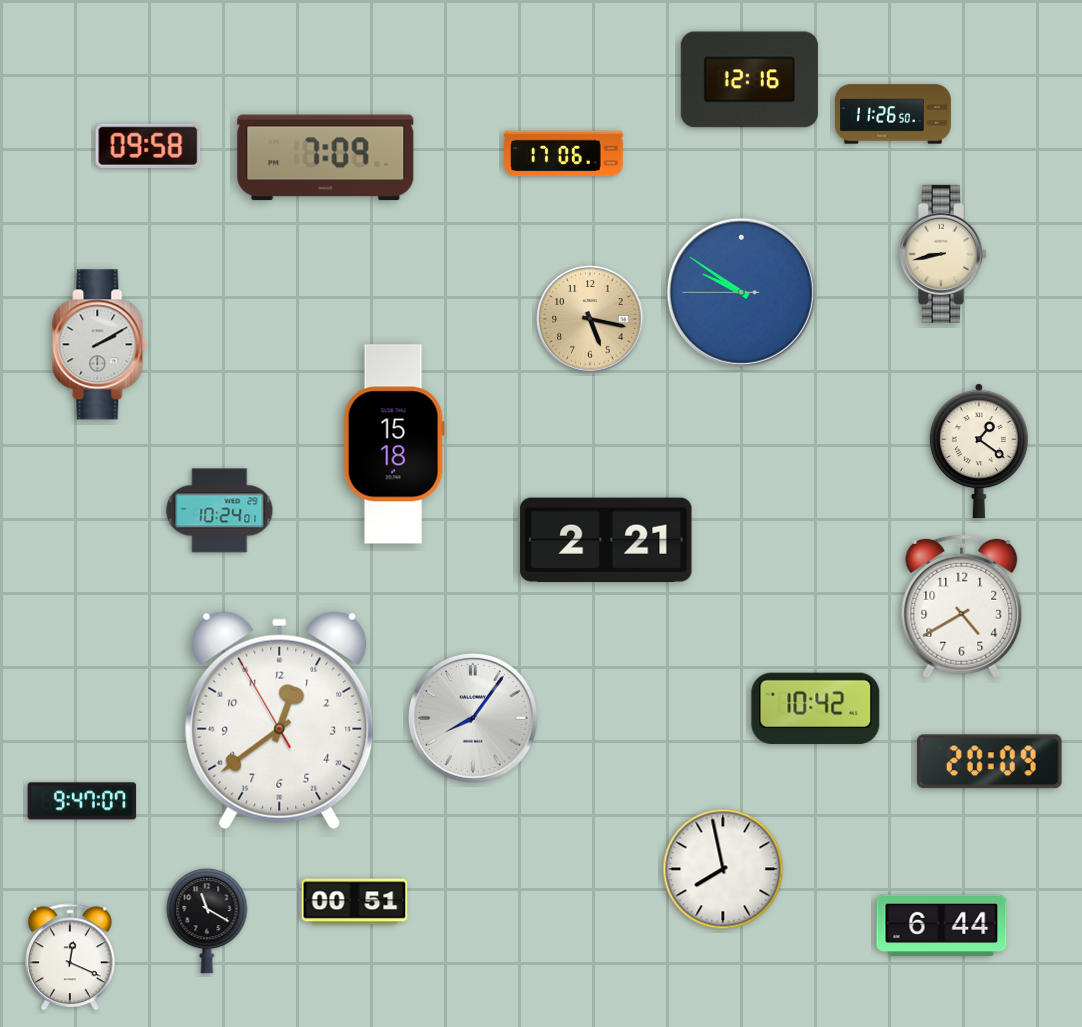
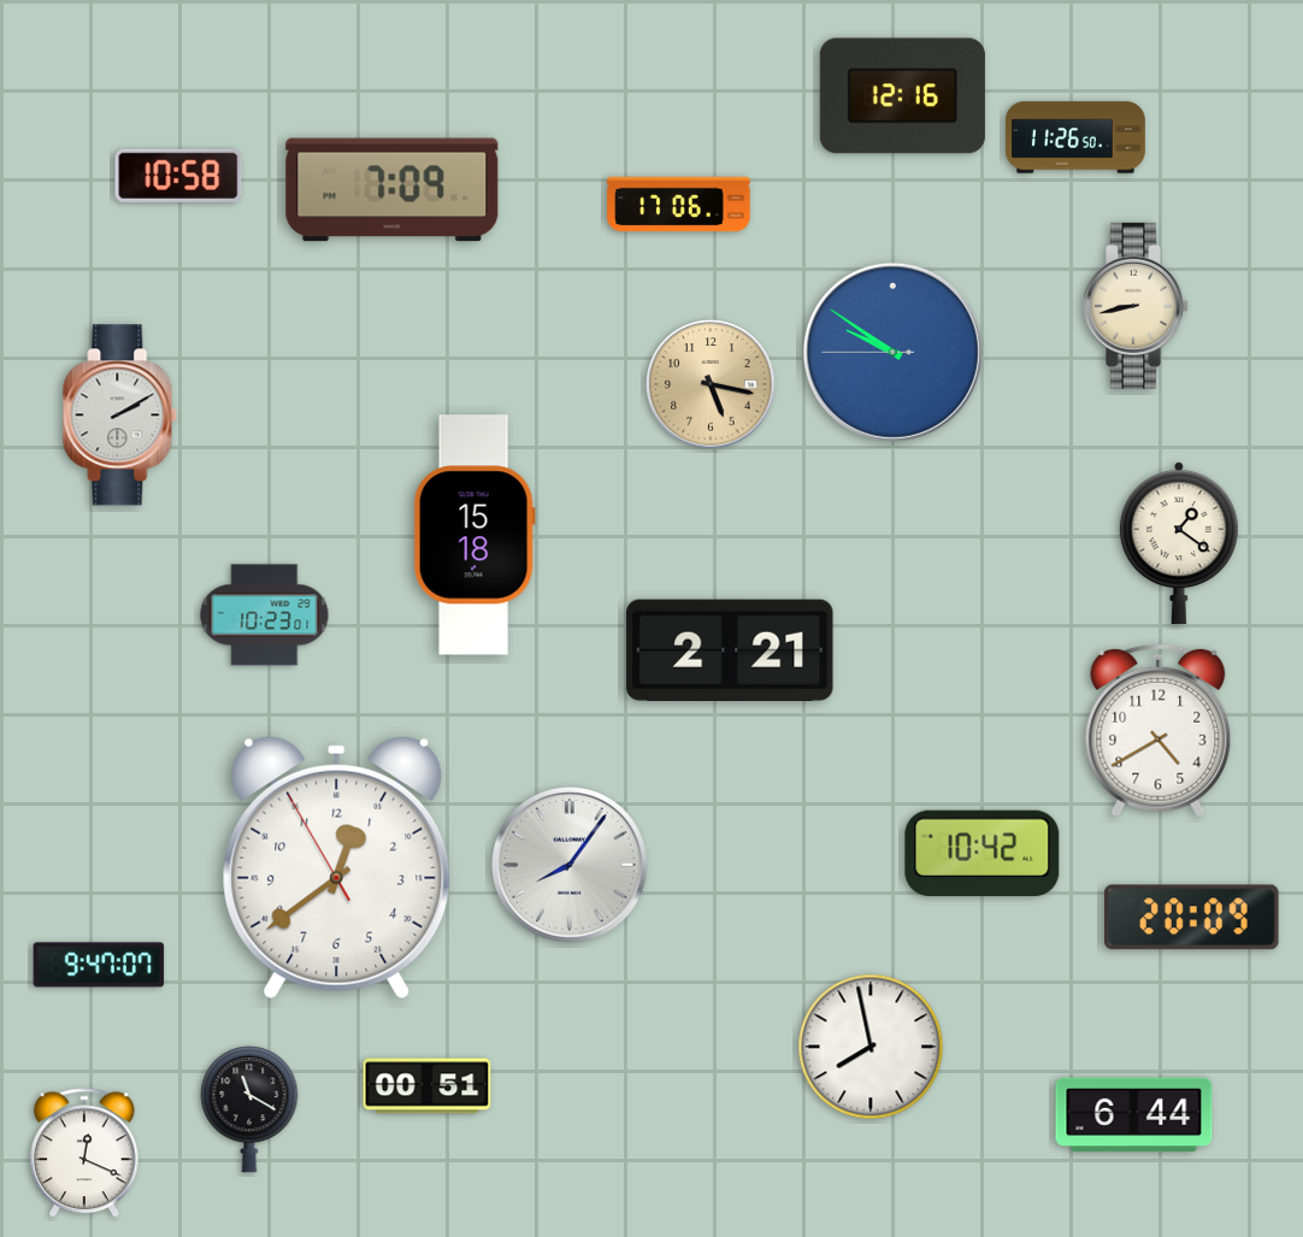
clock at (148, 146): 09:58 -> 10:58
clock at (564, 154) position: (564, 154) -> (679, 205)
clock at (220, 511): 10:24 -> 10:23
